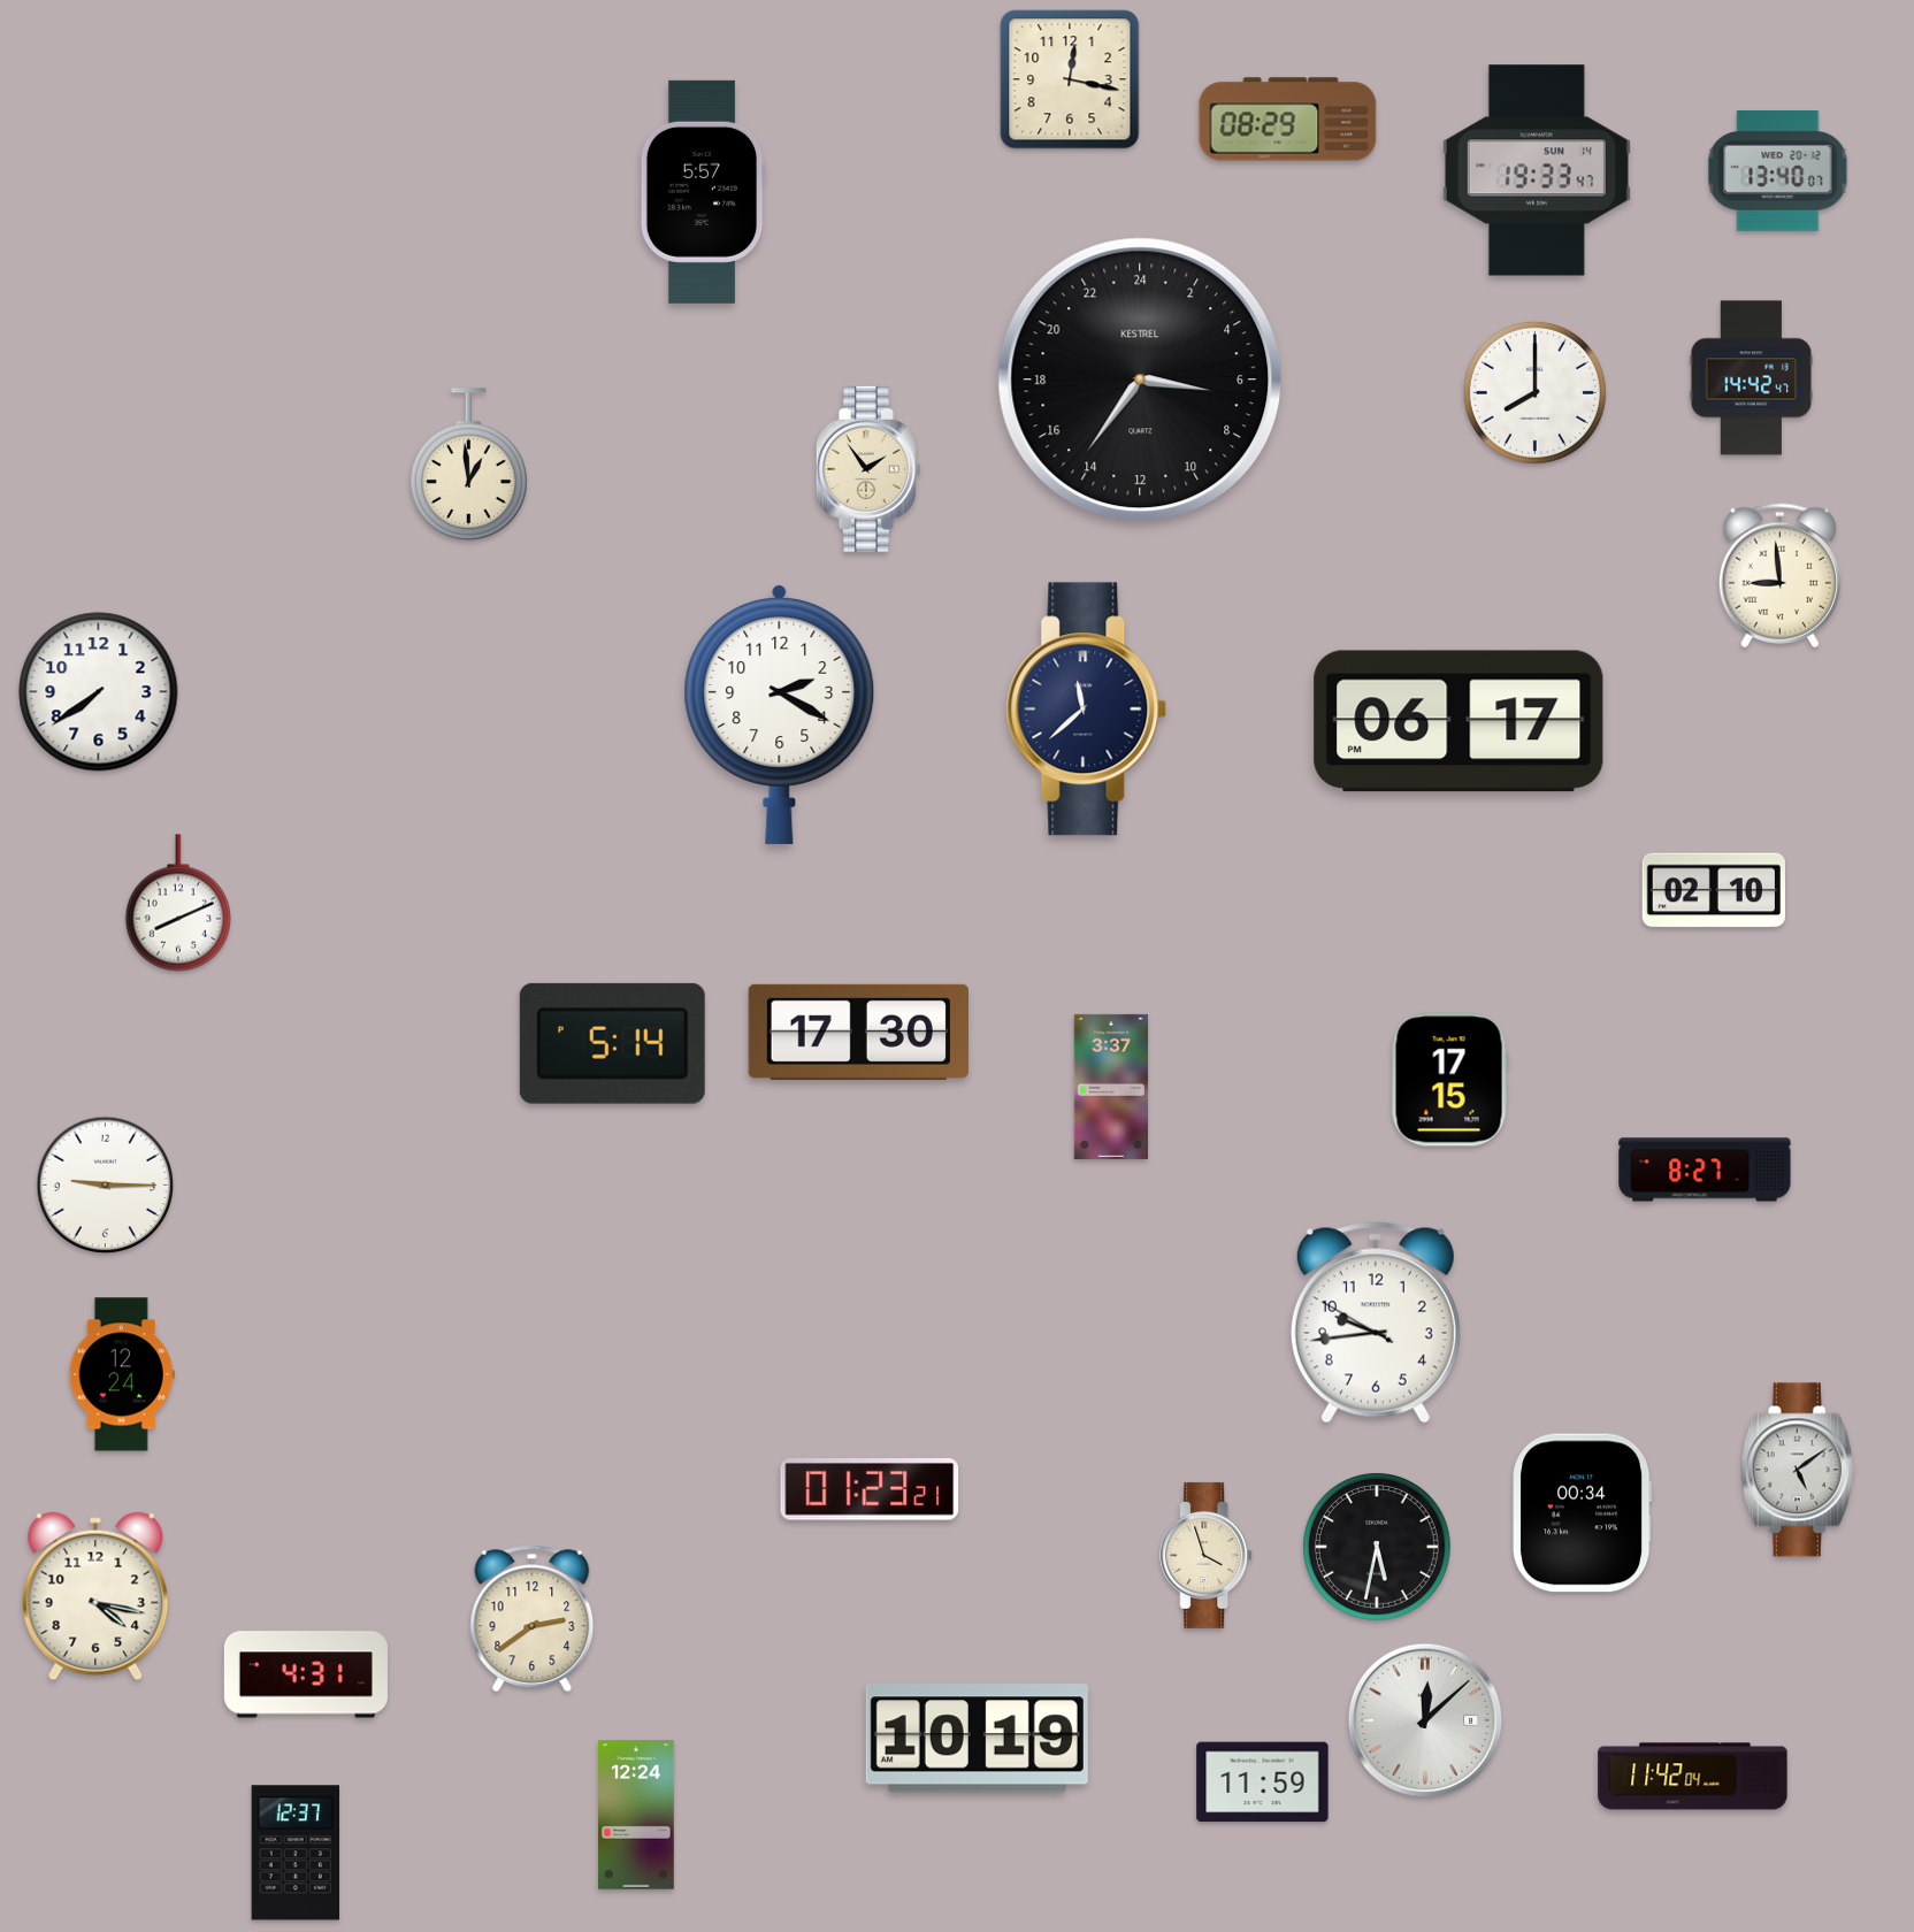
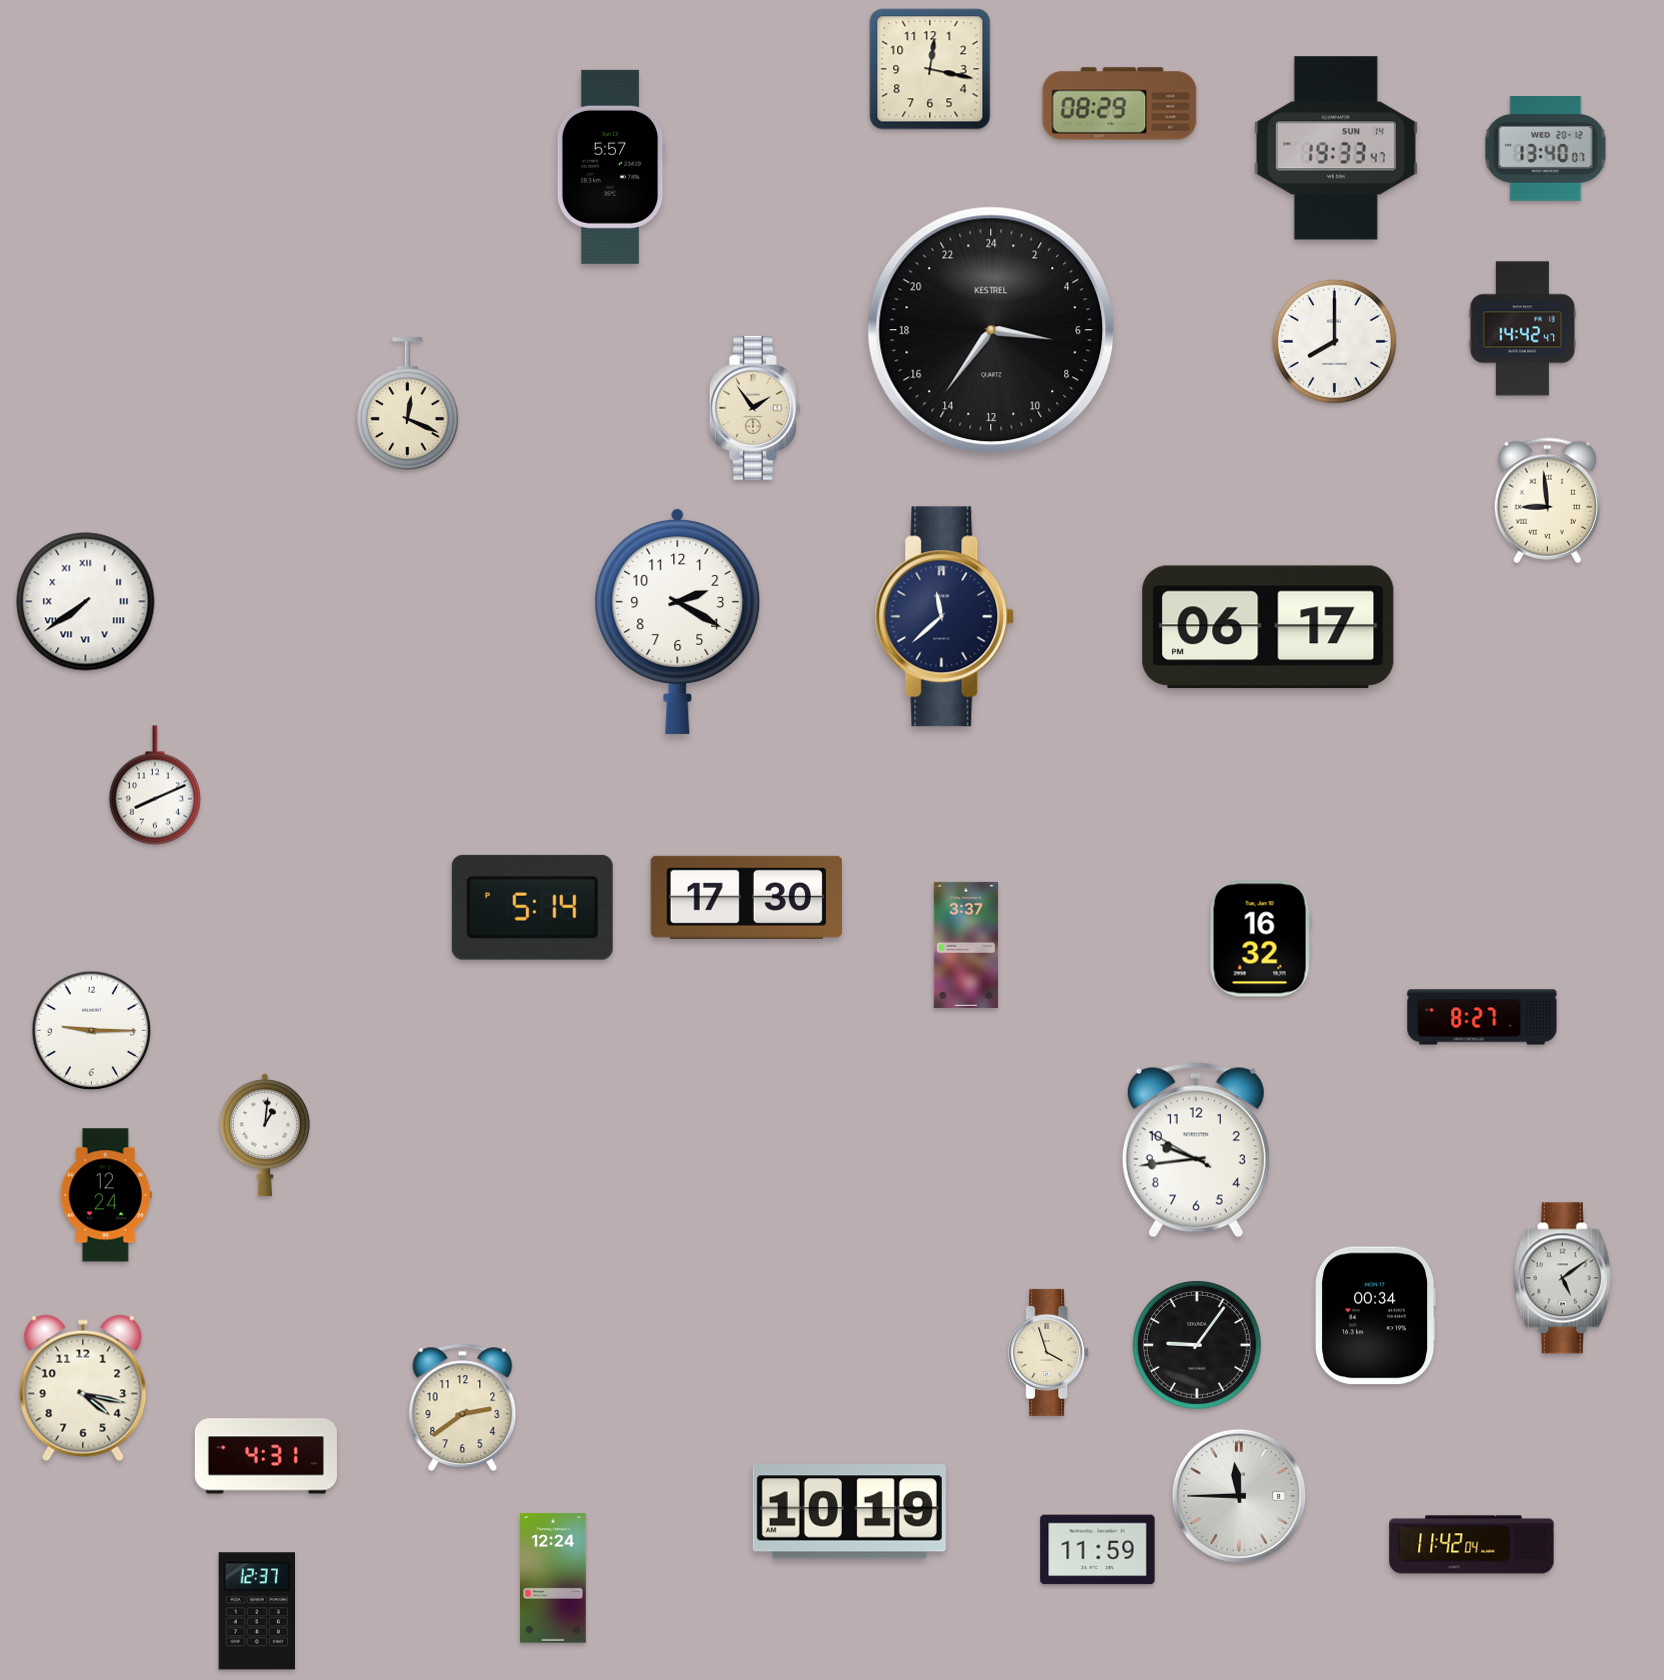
clock at (469, 465): 12:59 -> 12:19
clock at (99, 692) numerals: Arabic -> Roman
clock at (1714, 890): 02:10 -> none
clock at (1449, 1080): 17:15 -> 16:32
clock at (265, 1135): none -> 1:01
clock at (870, 1489): 01:23 -> none
clock at (1377, 1547): 5:32 -> 9:06
clock at (1425, 1720): 12:08 -> 11:45
